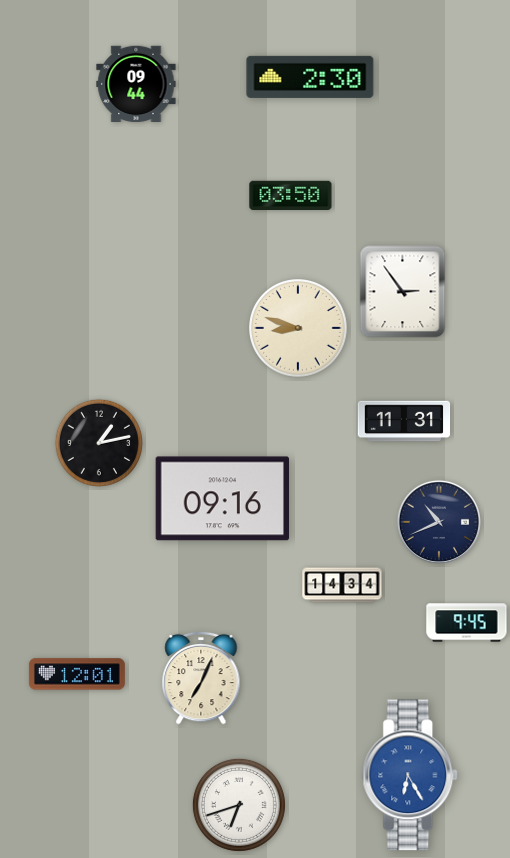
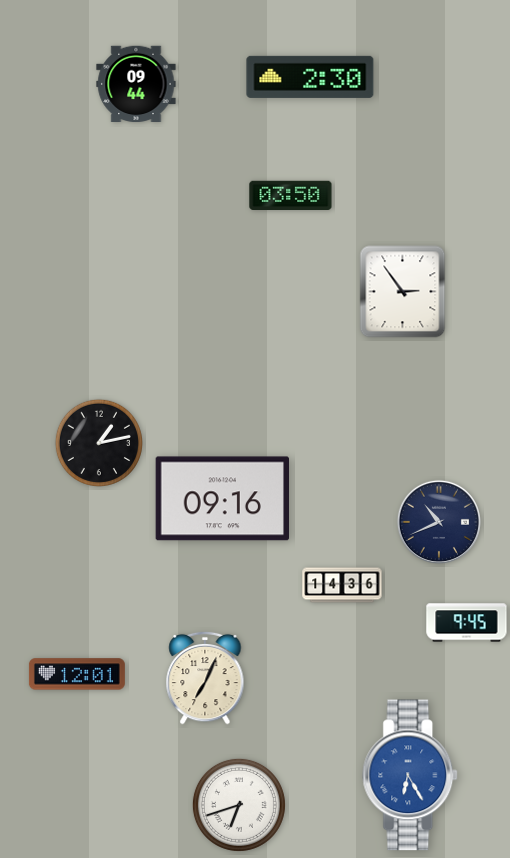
clock at (299, 329): 8:48 -> none
clock at (404, 421): 11:31 -> none
clock at (342, 585): 14:34 -> 14:36
clock at (201, 678) position: (201, 678) -> (205, 678)
